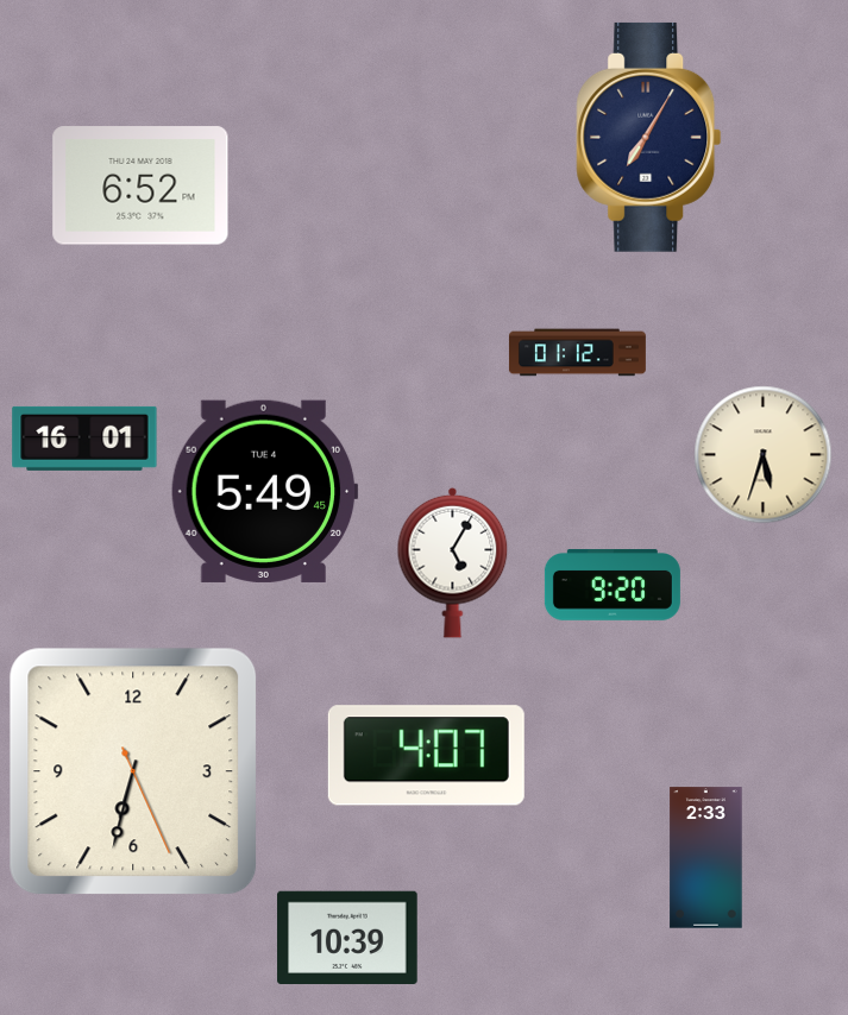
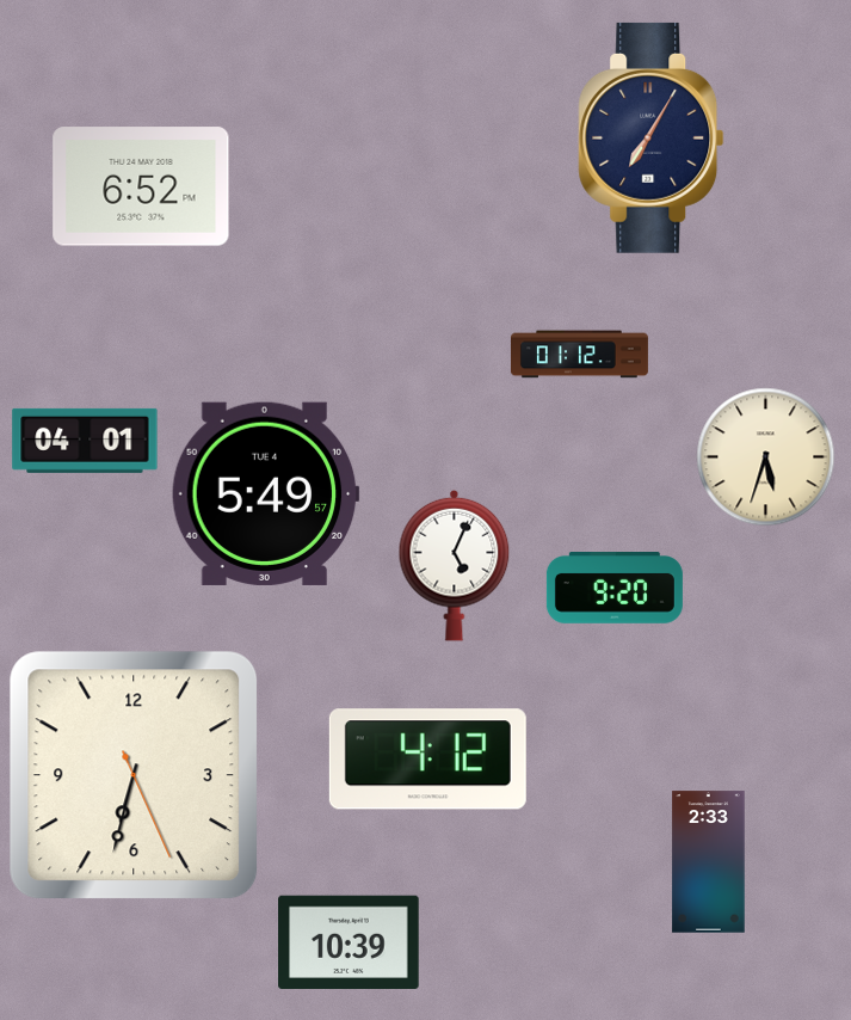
clock at (84, 439): 16:01 -> 04:01
clock at (264, 491): 5:49:45 -> 5:49:57
clock at (453, 562): 5:05 -> 5:04
clock at (426, 756): 4:07 -> 4:12
